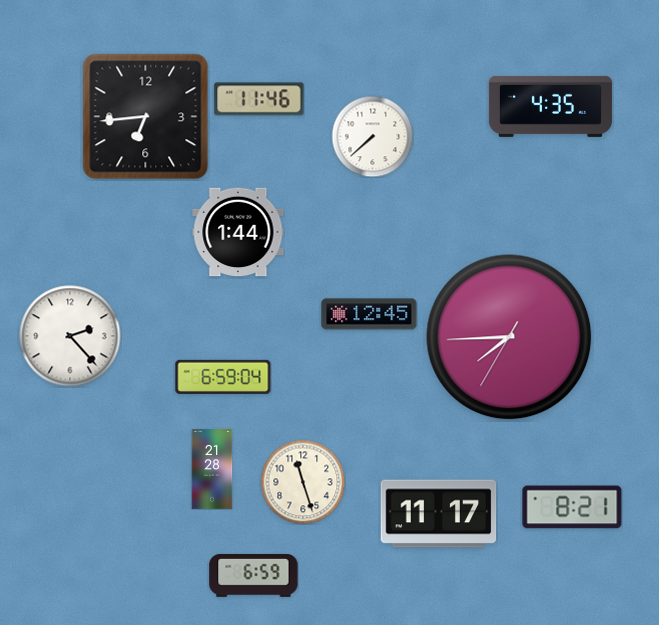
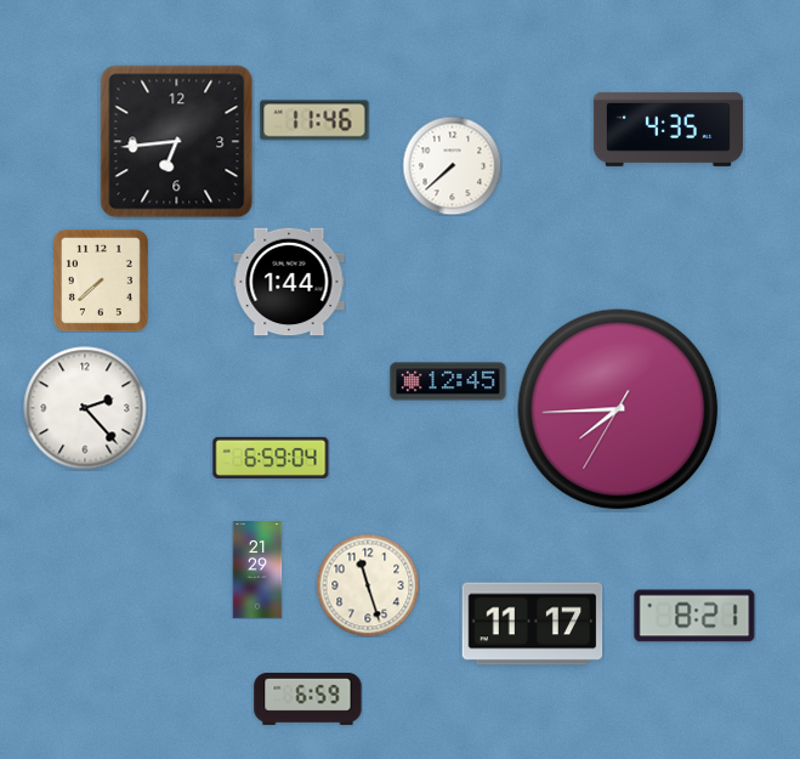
clock at (101, 281): none -> 7:38
clock at (212, 469): 21:28 -> 21:29
